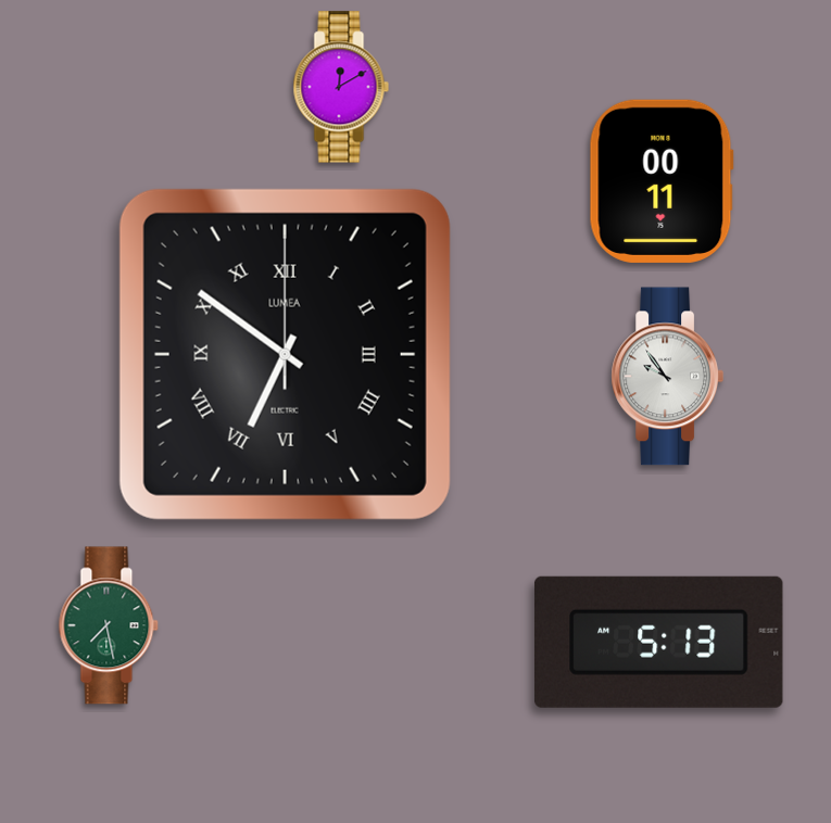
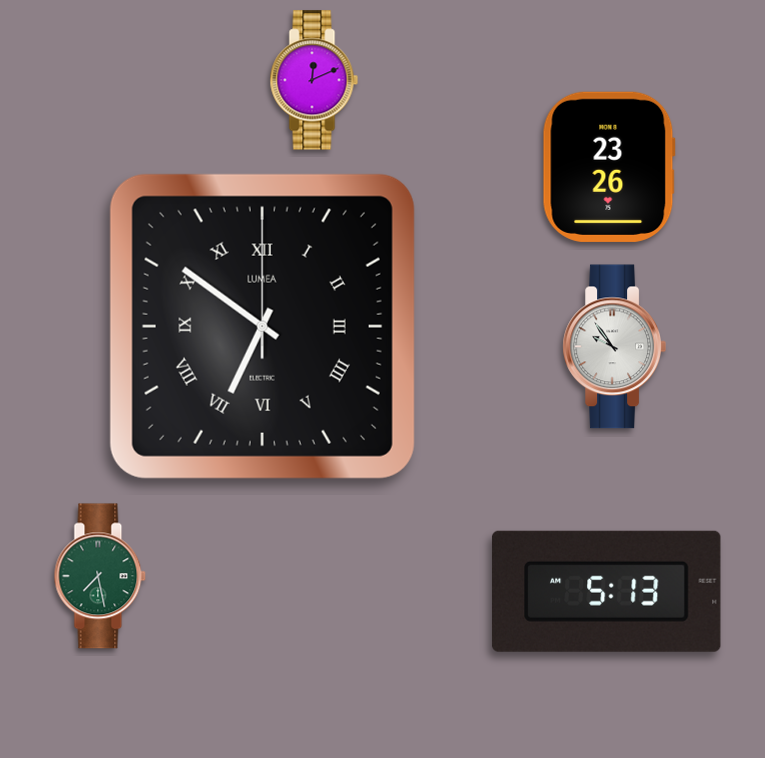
clock at (341, 87): 12:10 -> 12:11
clock at (662, 181): 00:11 -> 23:26
